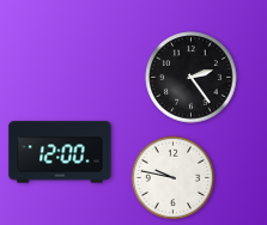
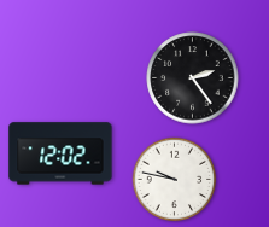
clock at (60, 152): 12:00 -> 12:02
